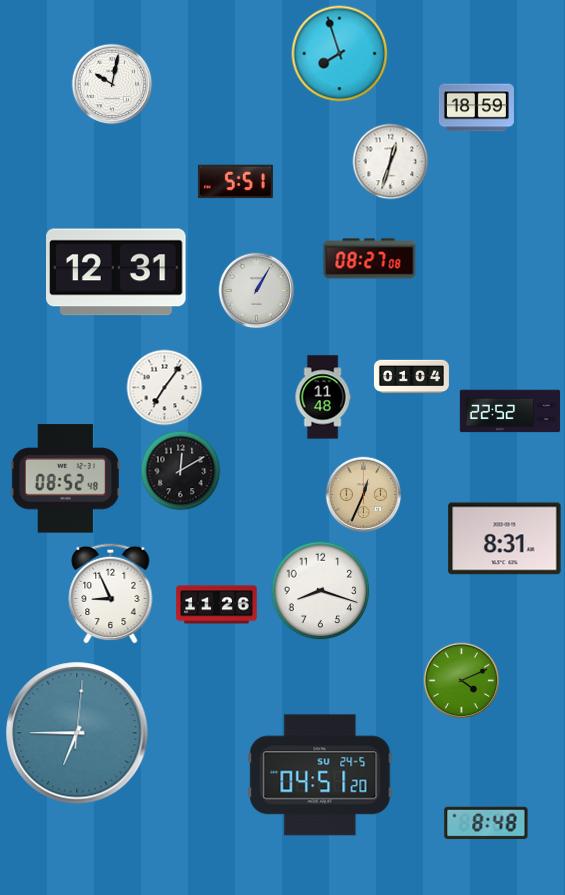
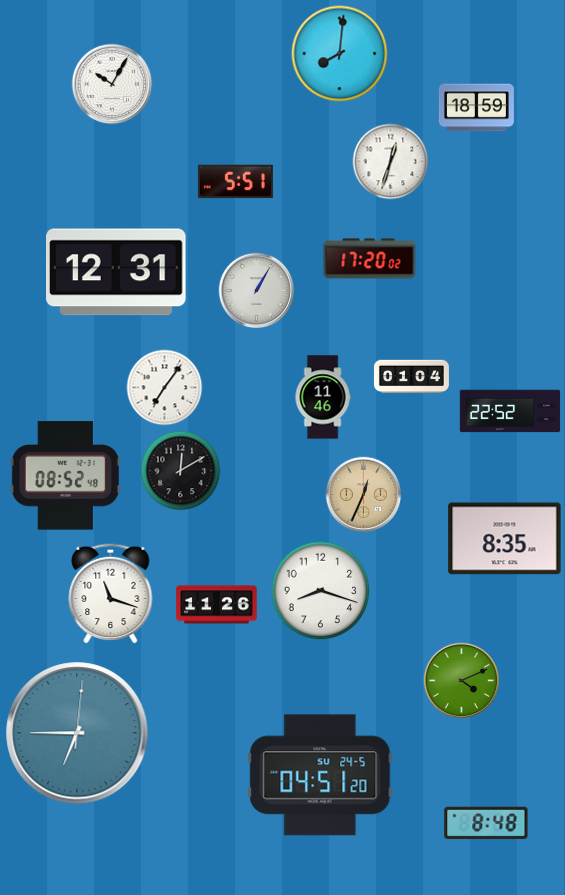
clock at (340, 54): 7:57 -> 8:01
clock at (112, 84): 10:02 -> 10:05
clock at (370, 259): 08:27 -> 17:20
clock at (323, 397): 11:48 -> 11:46
clock at (65, 479) position: (65, 479) -> (65, 476)
clock at (505, 539): 8:31 -> 8:35
clock at (111, 593): 8:56 -> 11:18
